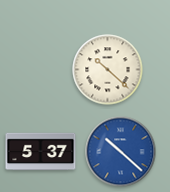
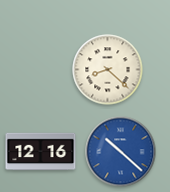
clock at (108, 70): 10:22 -> 8:22
clock at (41, 152): 5:37 -> 12:16
